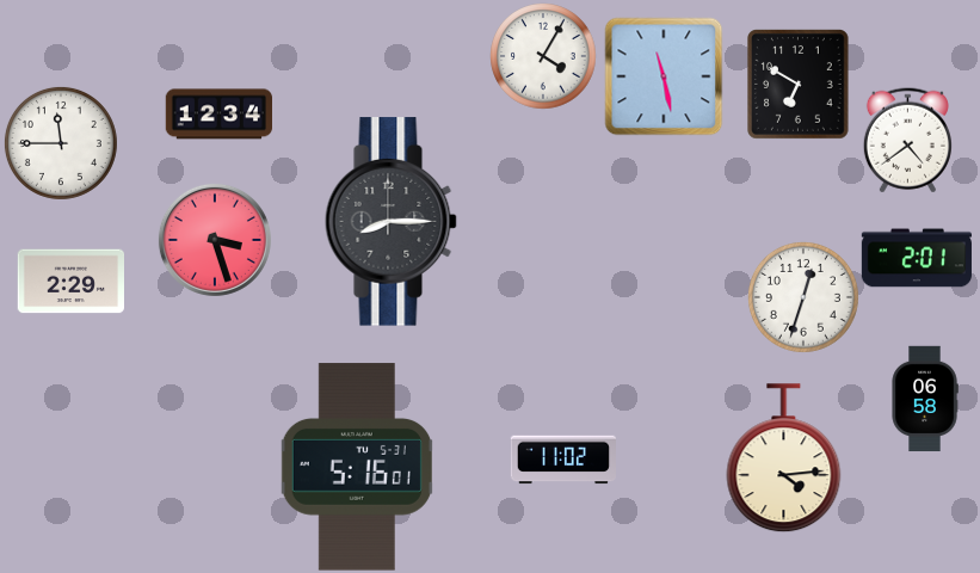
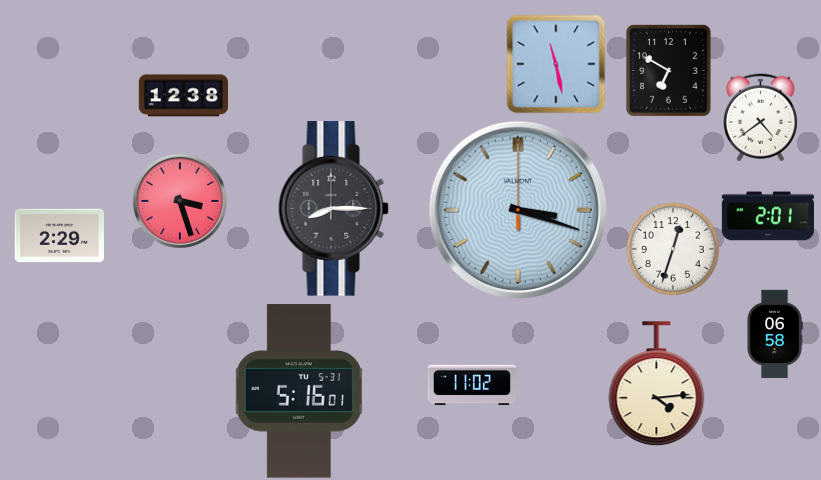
clock at (543, 56): 4:05 -> none
clock at (218, 115): 12:34 -> 12:38
clock at (61, 143): 11:45 -> none
clock at (390, 222) position: (390, 222) -> (333, 209)
clock at (518, 210): none -> 3:18
